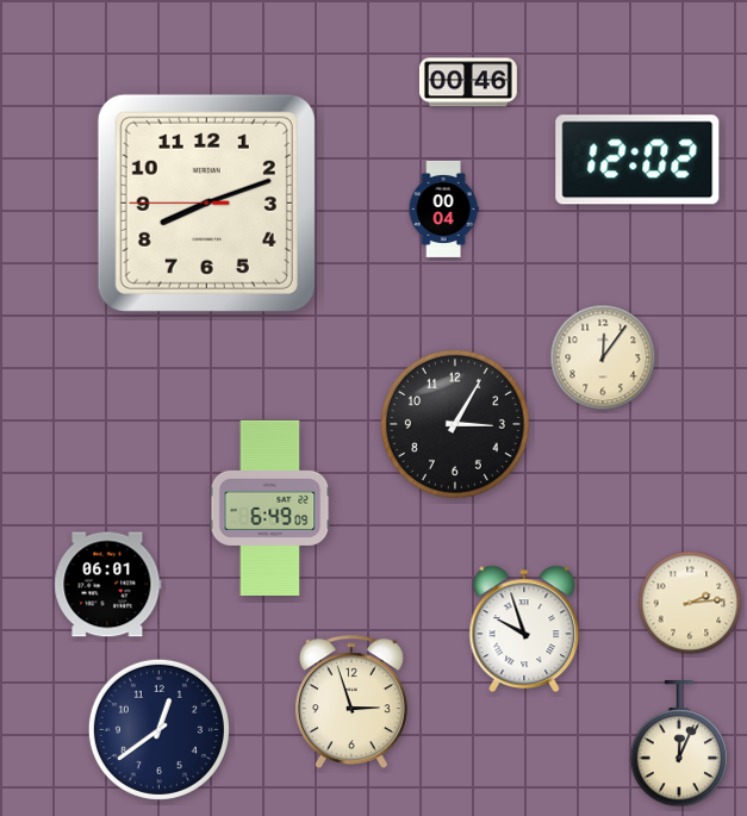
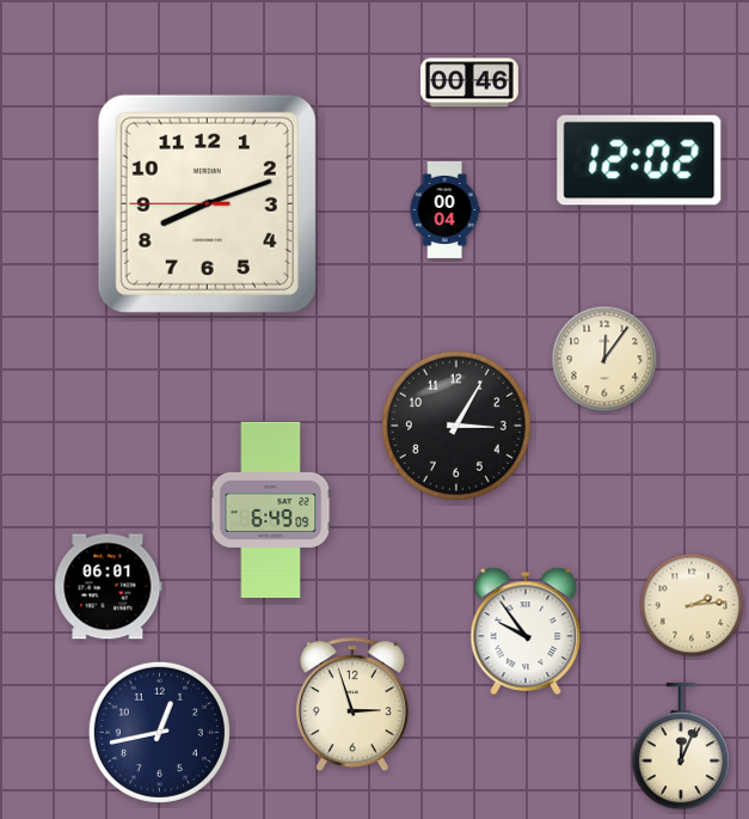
clock at (524, 629): 9:57 -> 9:54
clock at (158, 729): 12:39 -> 12:43
